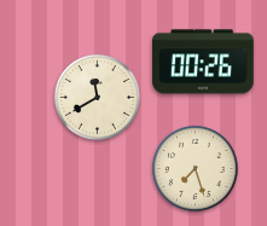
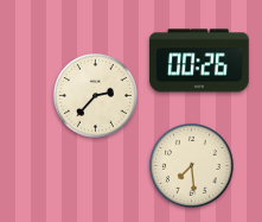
clock at (97, 97): 11:40 -> 2:37
clock at (195, 168): 7:27 -> 7:29
